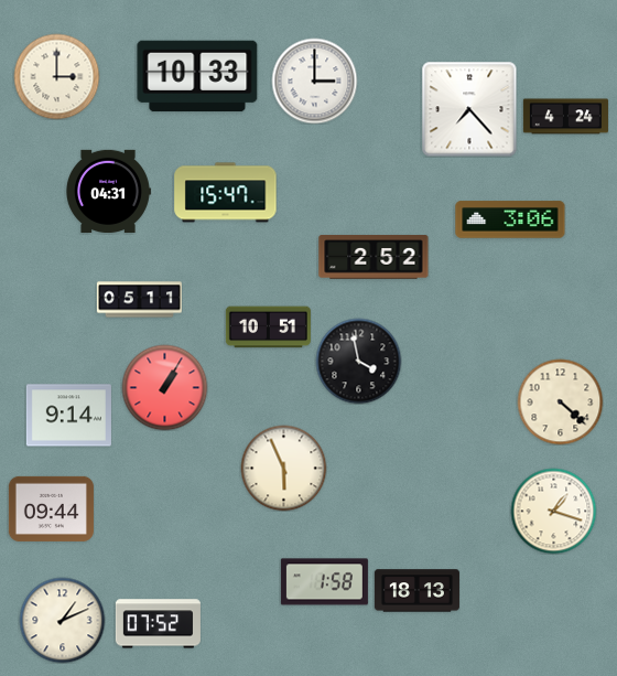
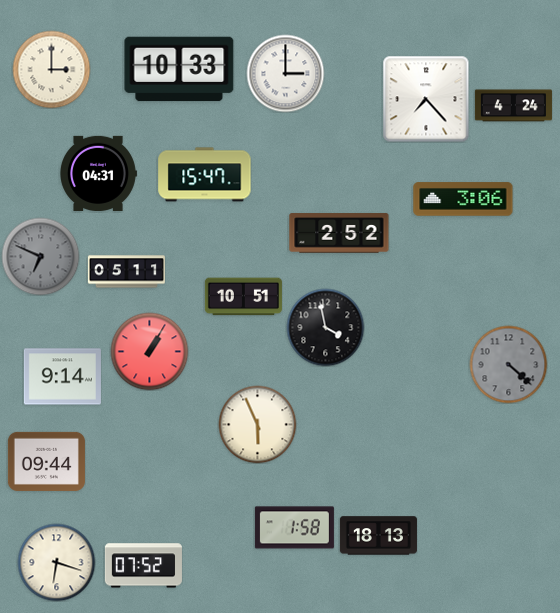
clock at (40, 256): none -> 6:49
clock at (560, 401) dial: cream -> grey
clock at (553, 511): 1:18 -> none
clock at (62, 620): 1:11 -> 6:18
